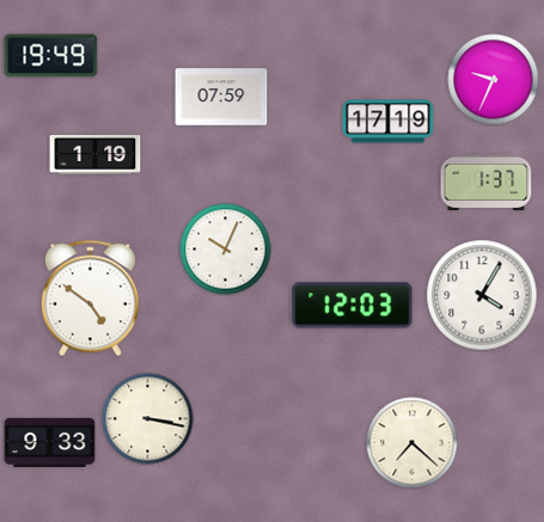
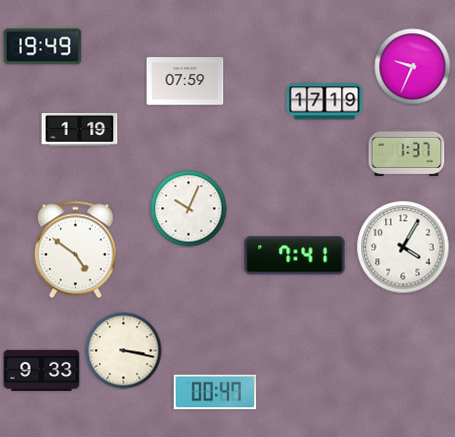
clock at (353, 306): 12:03 -> 7:41
clock at (412, 443): 7:22 -> none
clock at (215, 392): none -> 00:47
